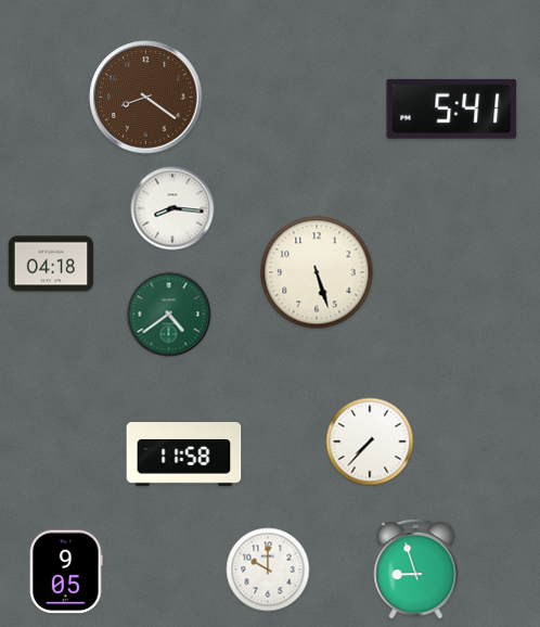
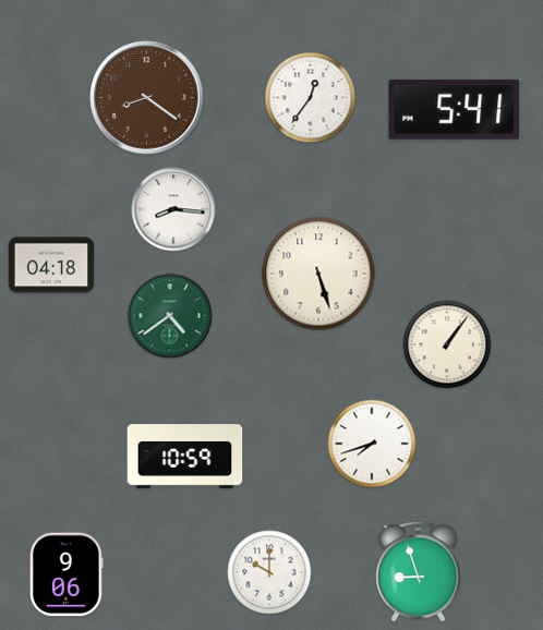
clock at (311, 98): none -> 12:36
clock at (447, 344): none -> 1:06
clock at (370, 442): 7:37 -> 7:42
clock at (184, 455): 11:58 -> 10:59
clock at (66, 572): 9:05 -> 9:06
